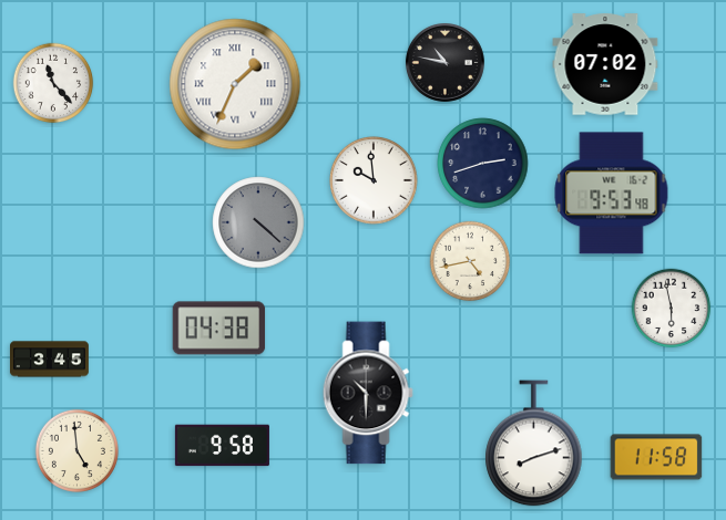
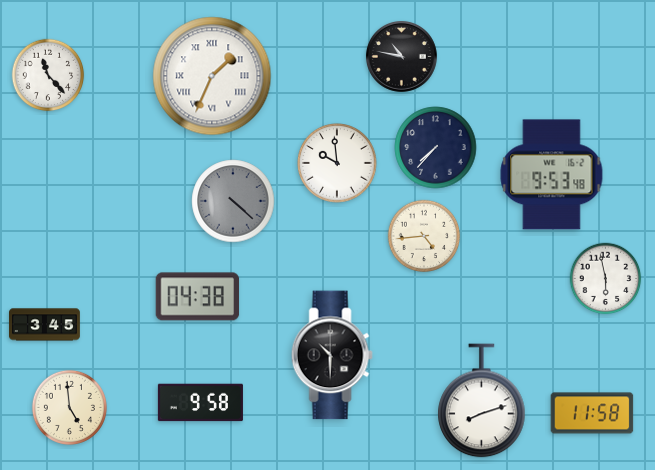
clock at (605, 64): 07:02 -> none
clock at (483, 164): 2:42 -> 7:37
clock at (470, 261): 4:43 -> 4:44
